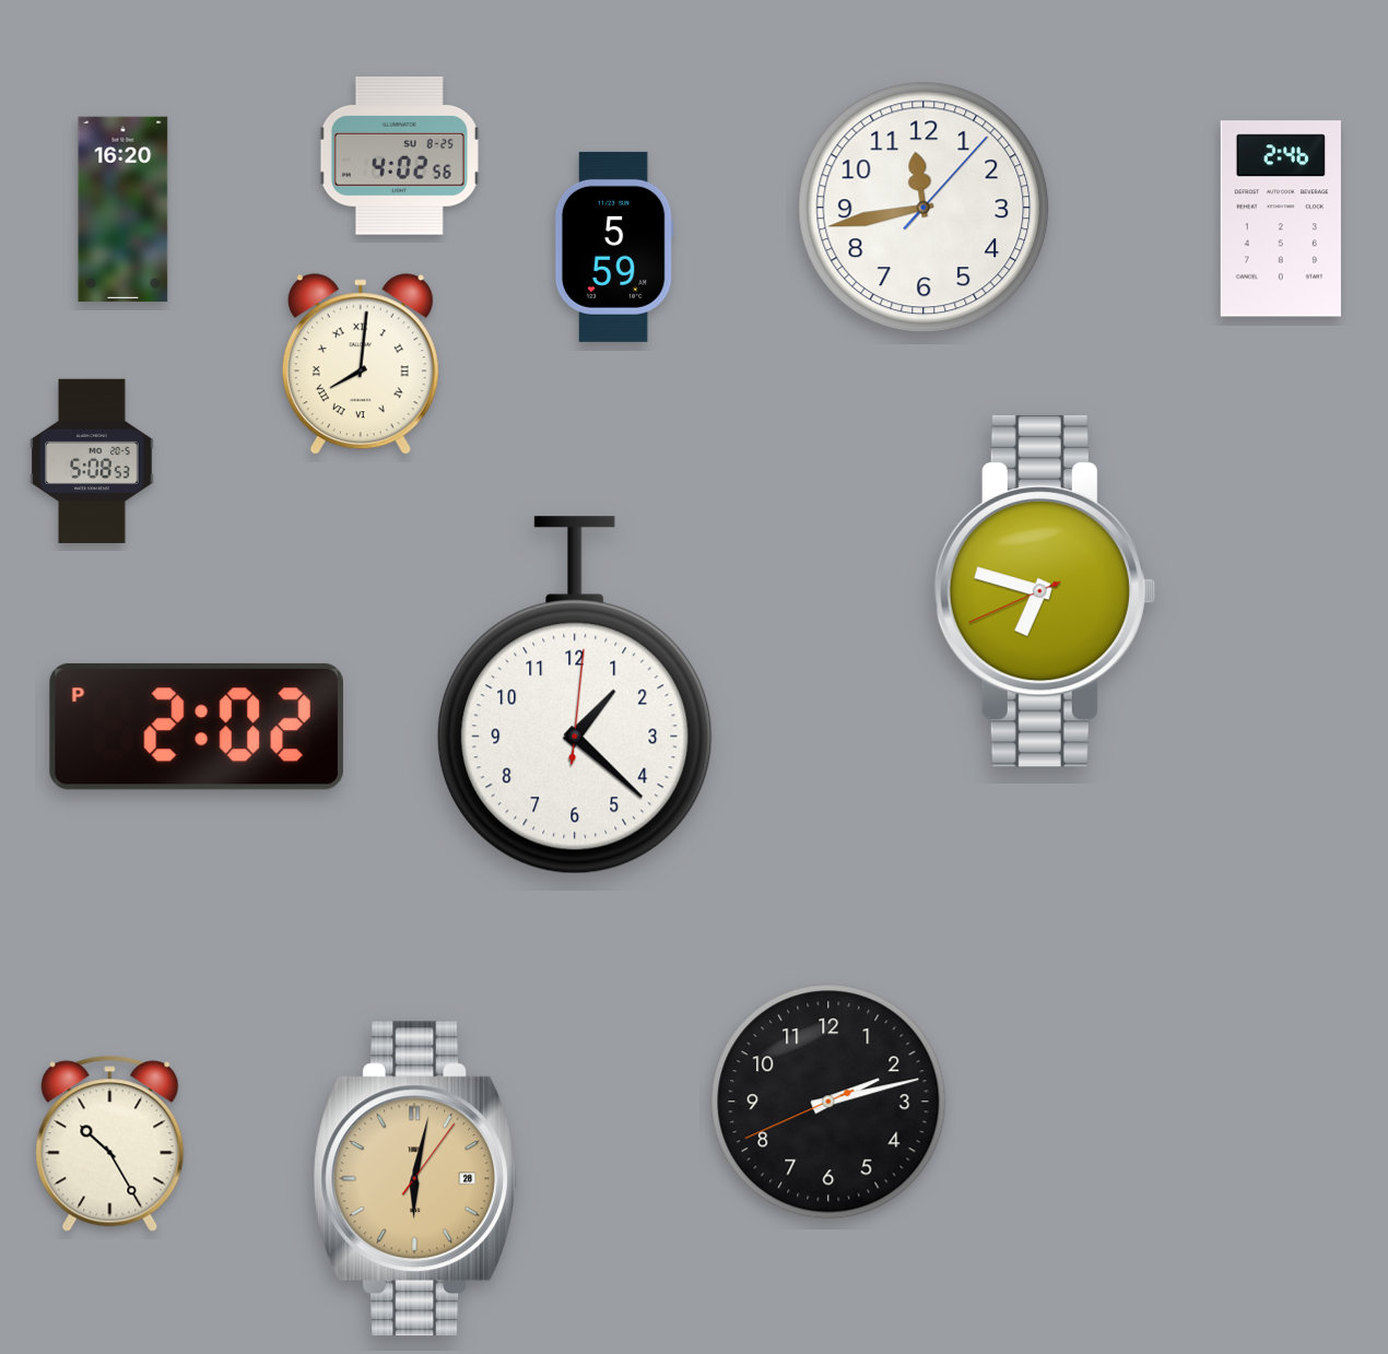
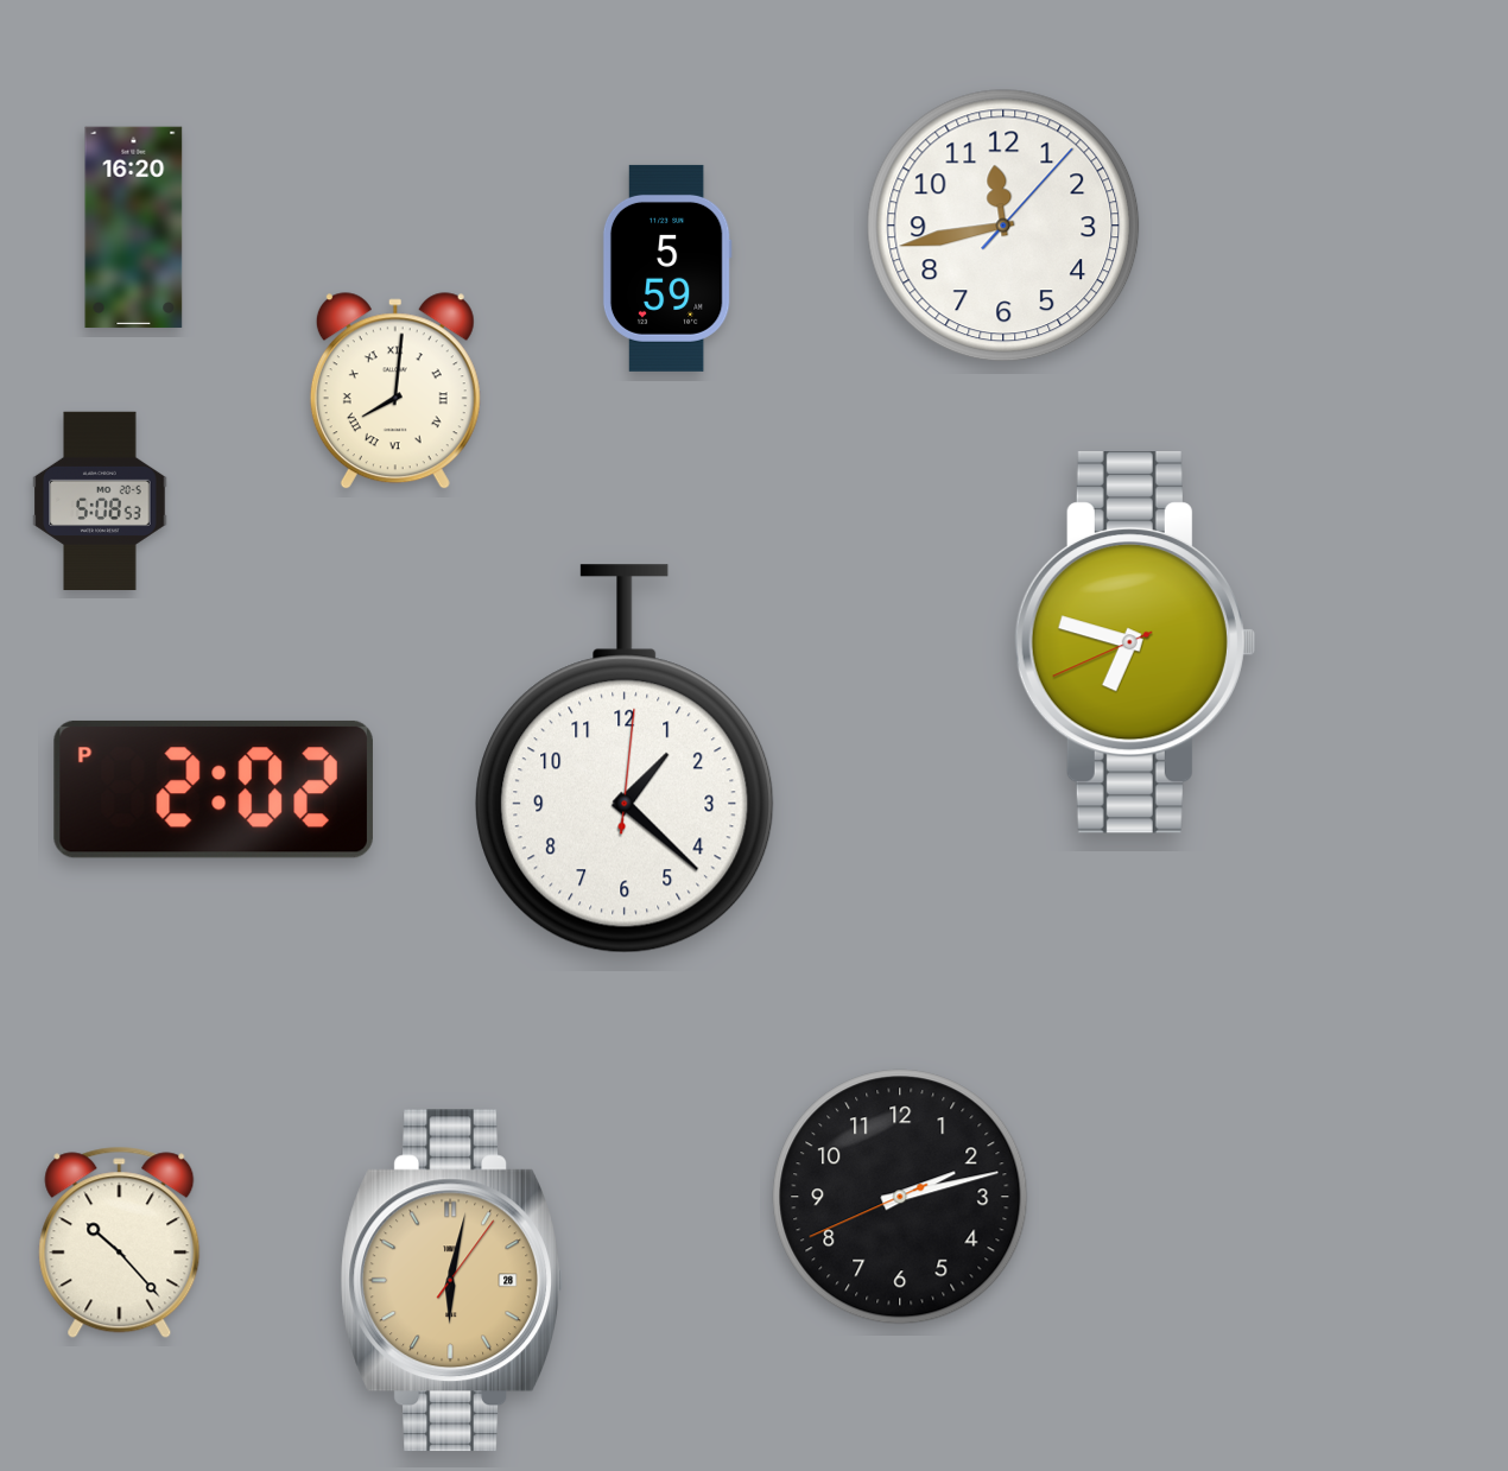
clock at (399, 156): 4:02 -> none
clock at (1281, 219): 2:46 -> none
clock at (361, 365) position: (361, 365) -> (395, 392)
clock at (575, 695) position: (575, 695) -> (625, 759)
clock at (110, 1144): 10:25 -> 10:23
